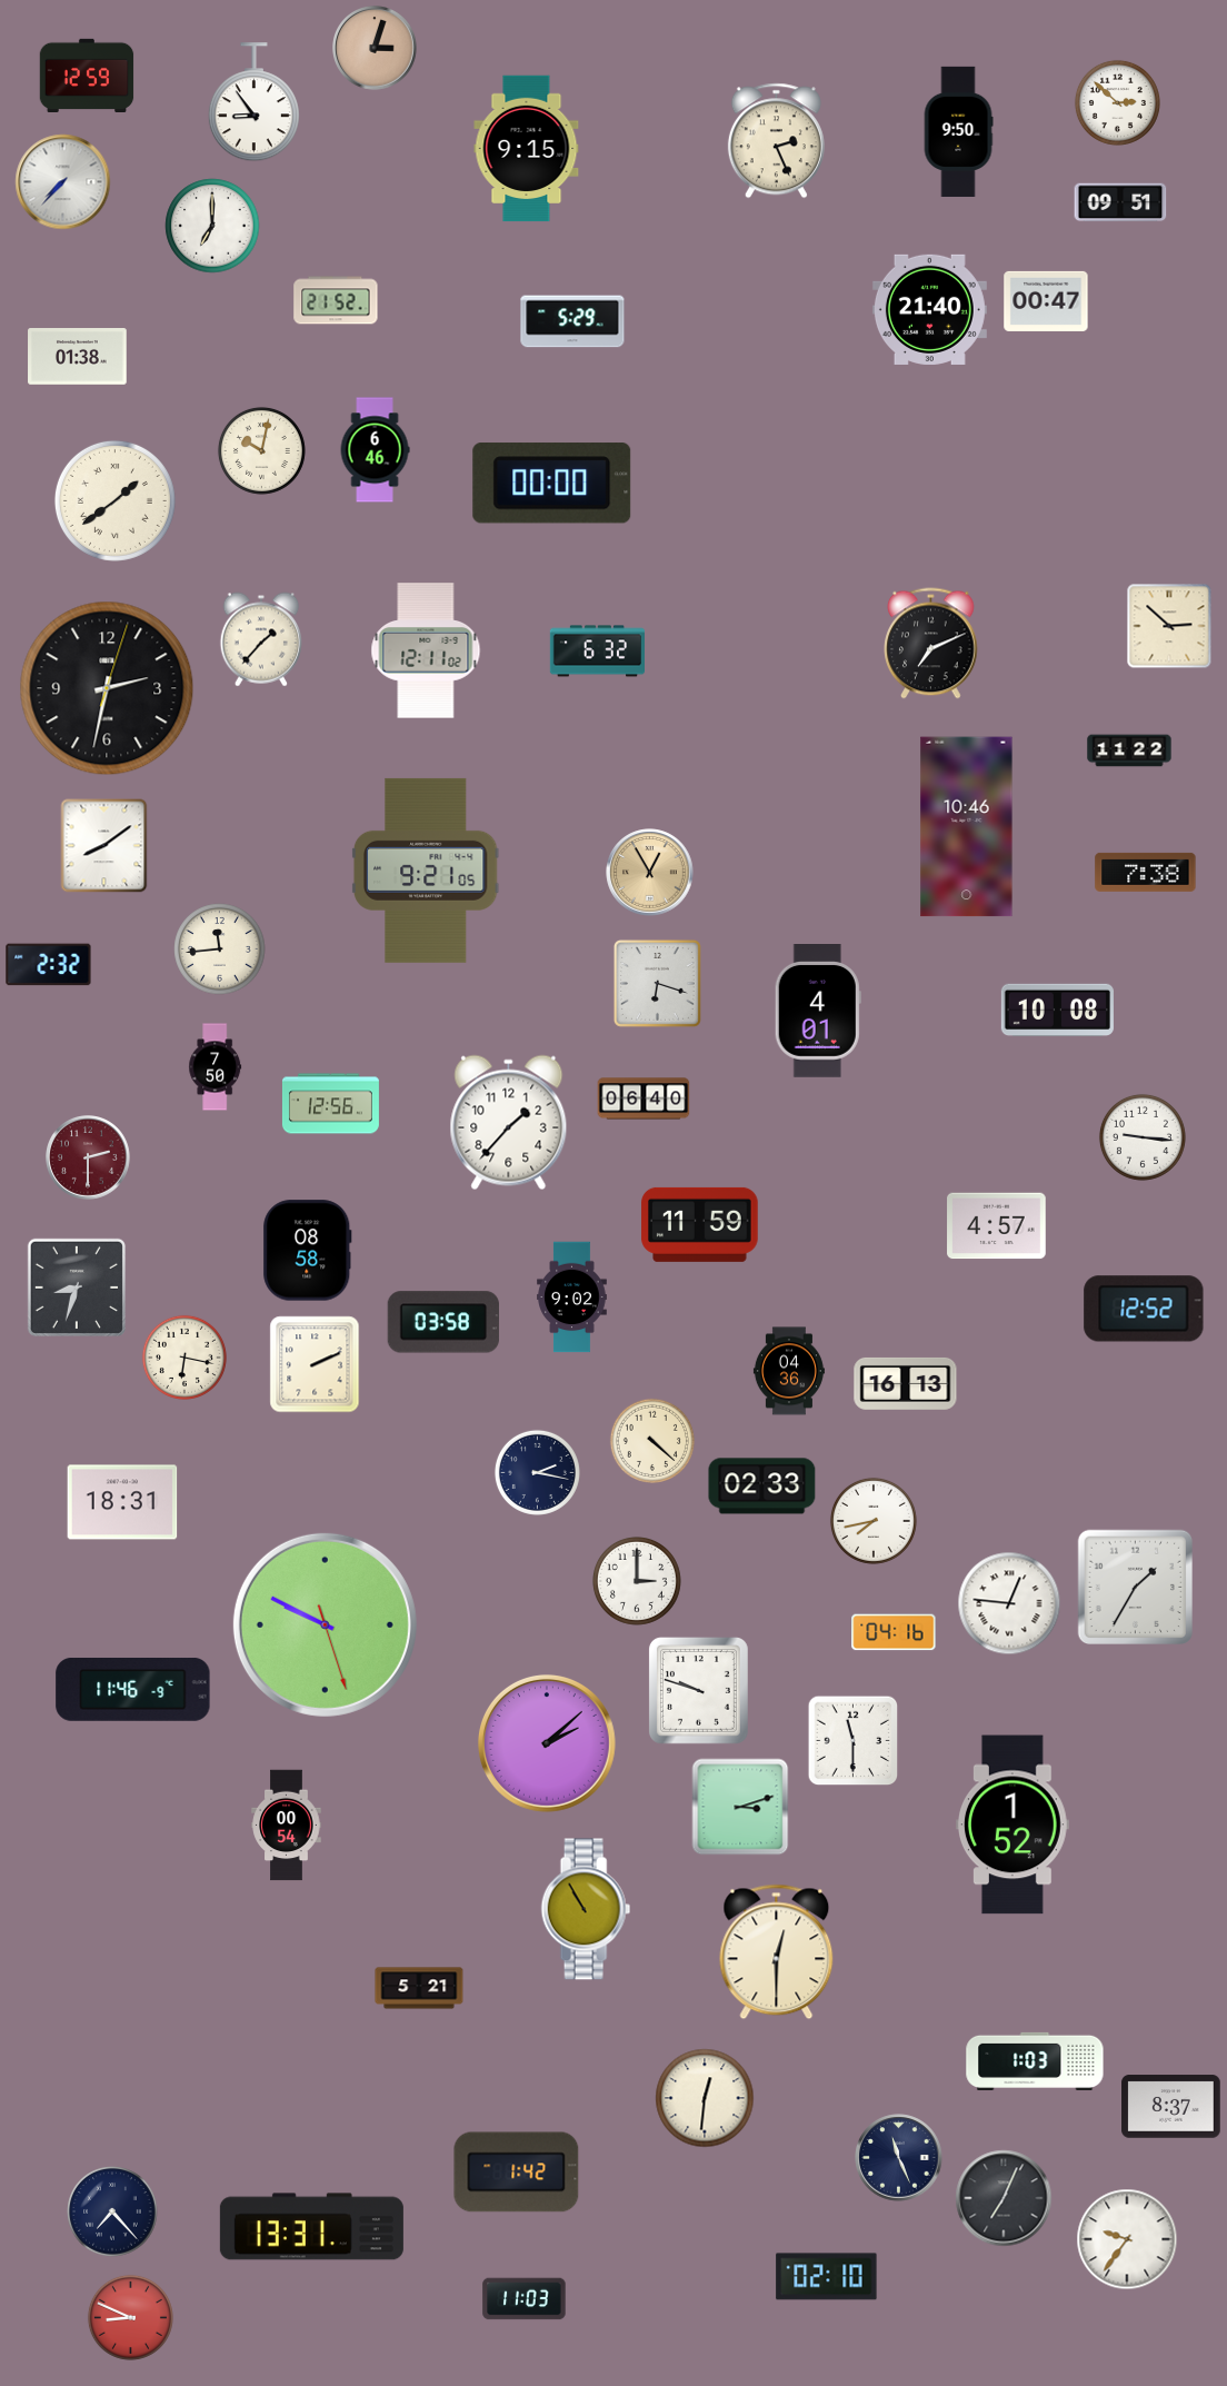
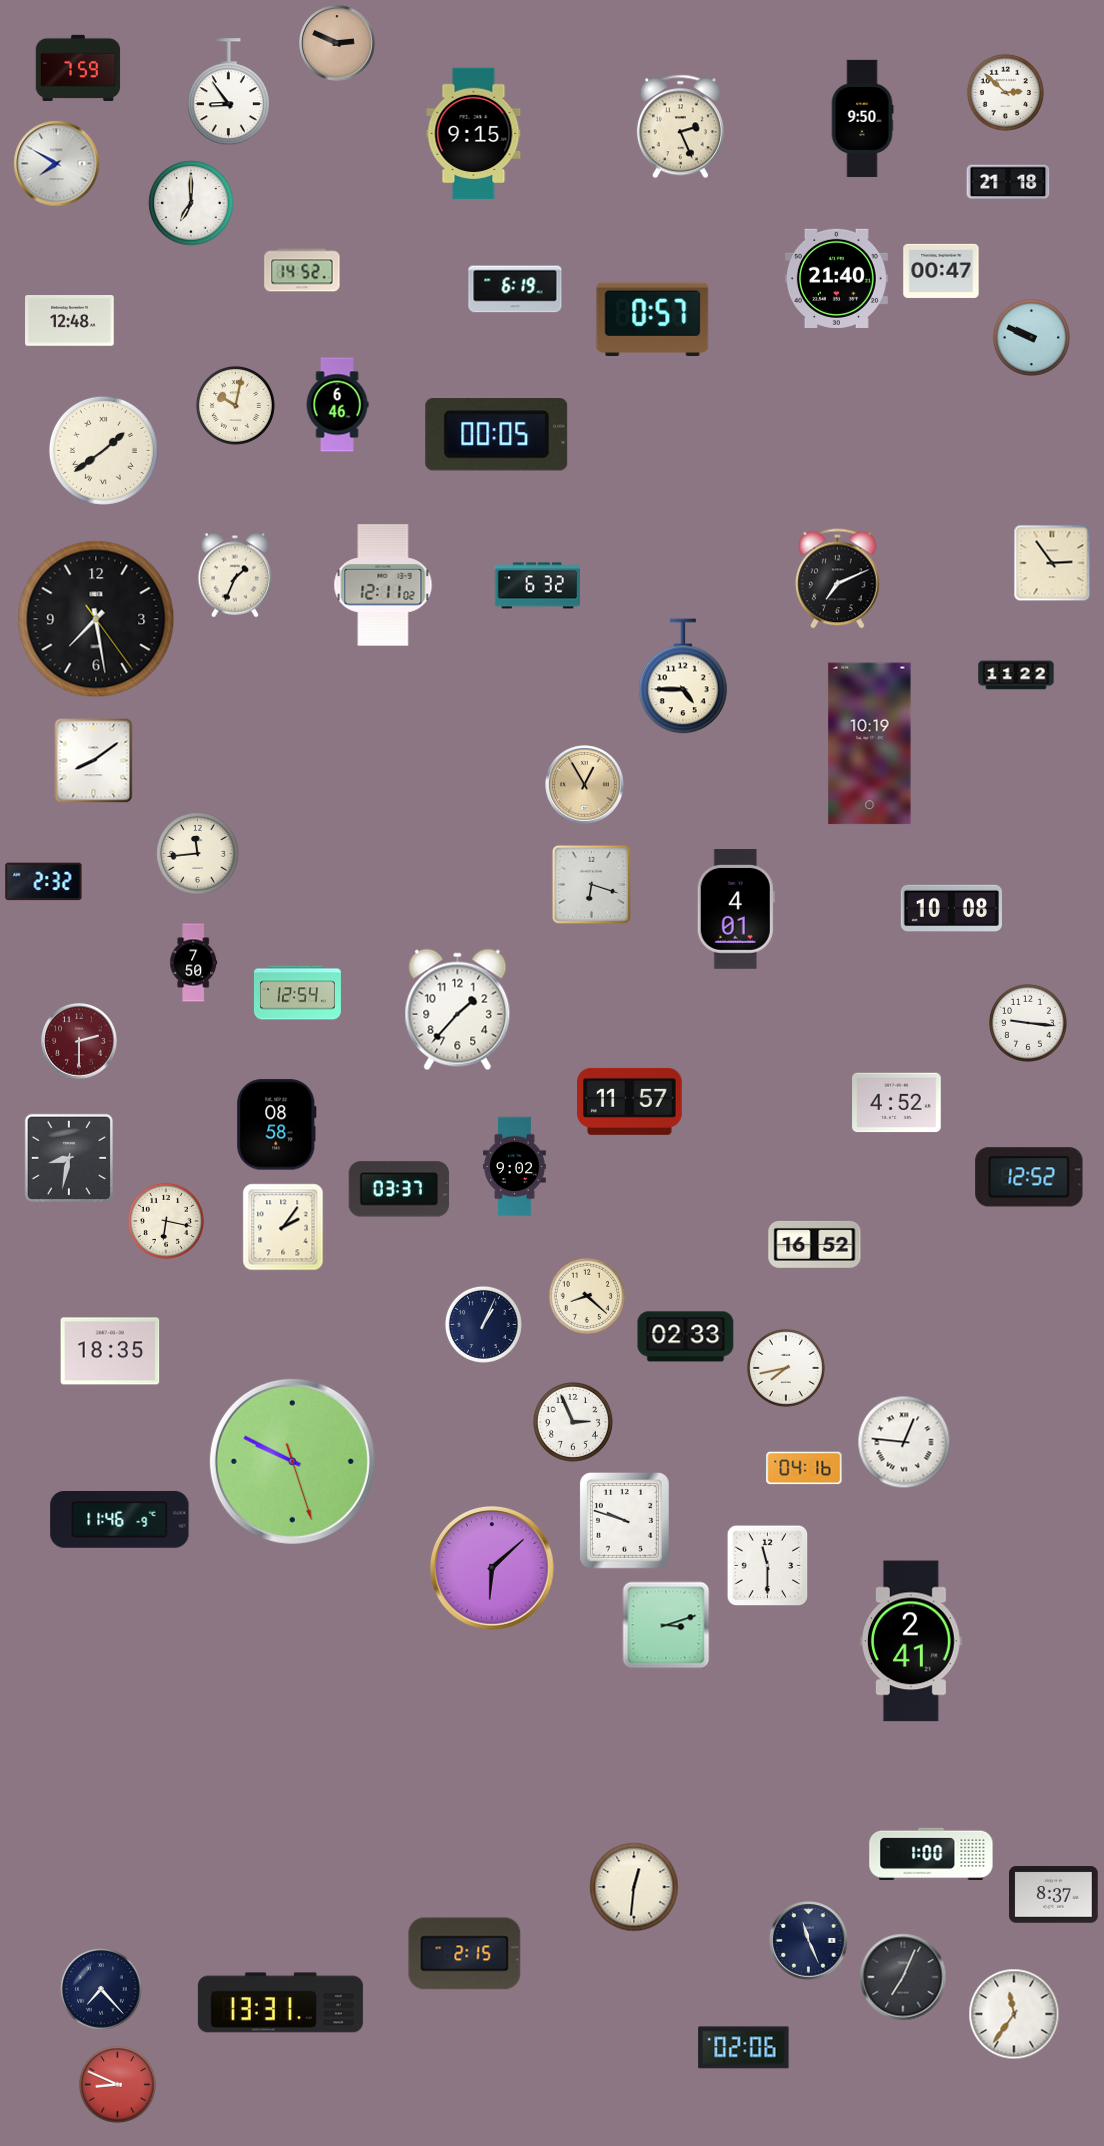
clock at (376, 49): 3:03 -> 2:49
clock at (87, 74): 12:59 -> 7:59
clock at (776, 141) position: (776, 141) -> (680, 127)
clock at (63, 182): 7:37 -> 7:50
clock at (1120, 202): 09:51 -> 21:18
clock at (336, 300): 21:52 -> 14:52
clock at (572, 321): 5:29 -> 6:19
clock at (653, 319): none -> 0:57
clock at (78, 357): 01:38 -> 12:48
clock at (1031, 337): none -> 9:49
clock at (552, 484): 00:00 -> 00:05
clock at (1169, 626): 2:52 -> 2:54
clock at (261, 639): 1:37 -> 1:34
clock at (107, 688): 2:32 -> 7:28
clock at (683, 676): none -> 4:45
clock at (967, 827): 10:46 -> 10:19
clock at (426, 871): 9:21 -> none
clock at (1146, 872): 7:38 -> none
clock at (49, 965) position: (49, 965) -> (44, 882)
clock at (216, 1067) position: (216, 1067) -> (194, 963)
clock at (644, 1098): 06:40 -> none
clock at (330, 1104): 12:56 -> 12:54
clock at (700, 1224): 11:59 -> 11:57
clock at (997, 1226): 4:57 -> 4:52
clock at (77, 1288): 8:33 -> 8:32
clock at (443, 1322): 03:58 -> 03:37
clock at (315, 1364): 2:11 -> 2:06
clock at (789, 1371): 04:36 -> none
clock at (906, 1383): 16:13 -> 16:52
clock at (652, 1441): 4:22 -> 8:22
clock at (537, 1472): 2:17 -> 1:04
clock at (122, 1502): 18:31 -> 18:35
clock at (637, 1581): 3:00 -> 2:56
clock at (1135, 1587): 1:35 -> none
clock at (1009, 1603) position: (1009, 1603) -> (904, 1442)
clock at (698, 1690) position: (698, 1690) -> (624, 1520)
clock at (547, 1743): 2:08 -> 6:08
clock at (1012, 1825): 1:52 -> 2:41
clock at (287, 1826): 00:54 -> none
clock at (586, 1909): 10:55 -> none
clock at (777, 1952): 12:30 -> none
clock at (419, 1988): 5:21 -> none
clock at (1035, 2060): 1:03 -> 1:00
clock at (517, 2173): 1:42 -> 2:15
clock at (1127, 2239): 9:36 -> 11:36
clock at (827, 2277): 02:10 -> 02:06
clock at (525, 2299): 11:03 -> none
